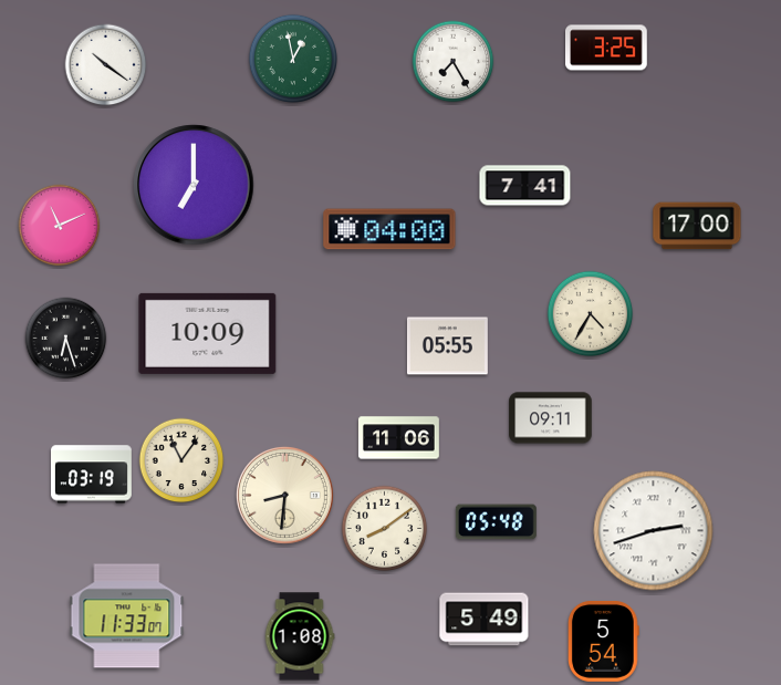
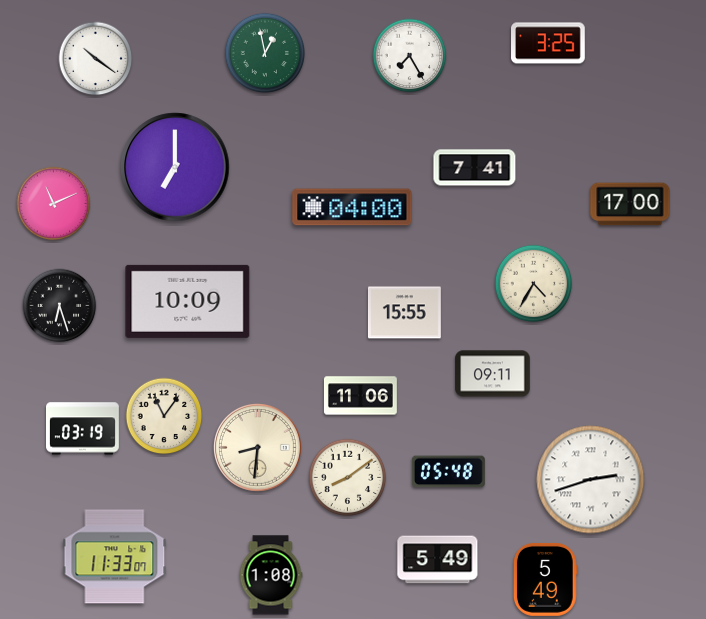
clock at (447, 346): 05:55 -> 15:55
clock at (551, 418) position: (551, 418) -> (493, 374)
clock at (603, 641): 5:54 -> 5:49
